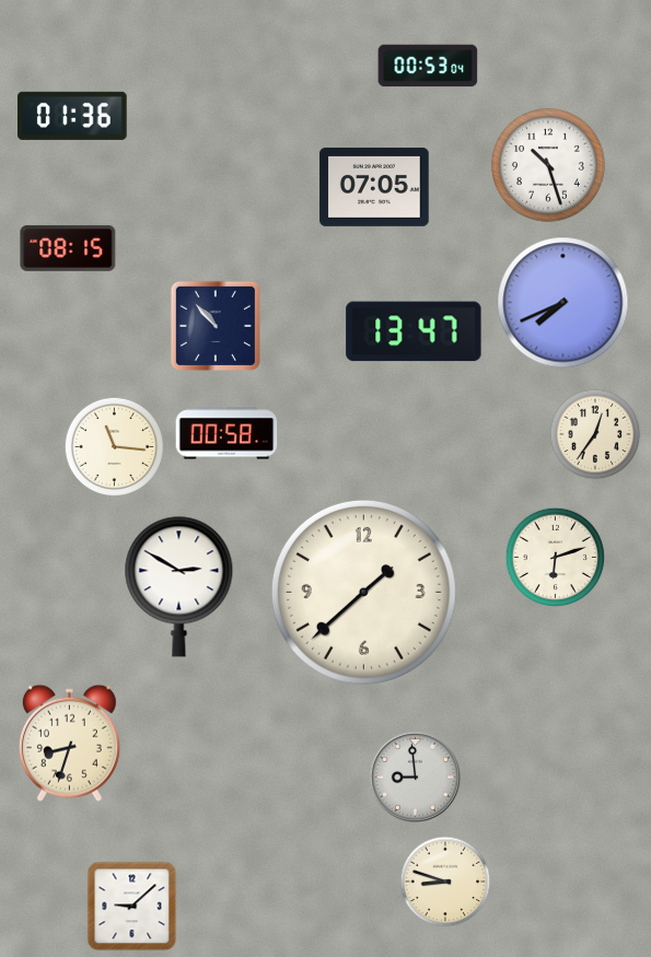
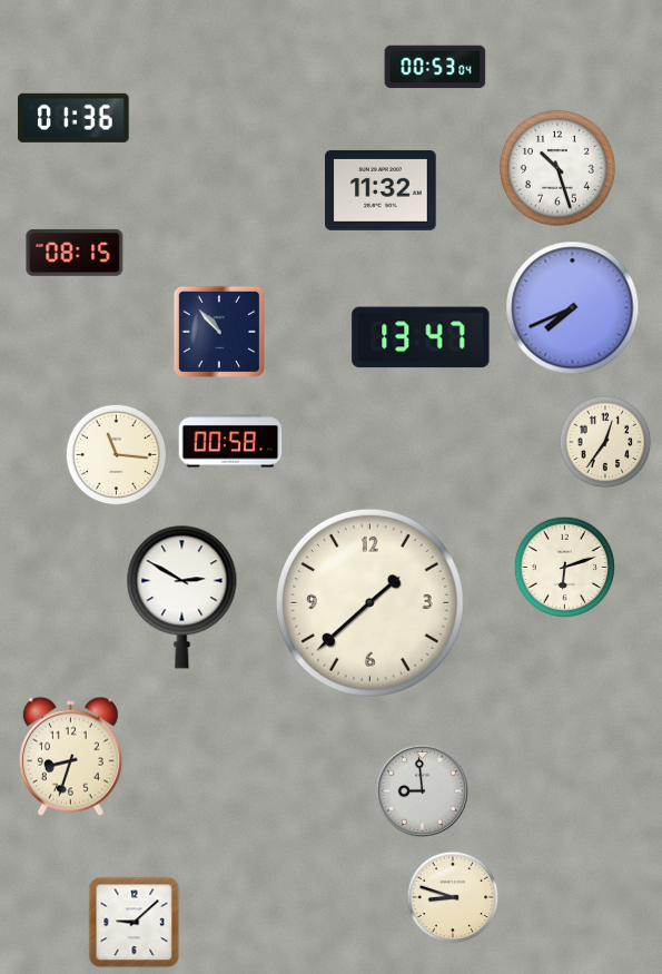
clock at (374, 187): 07:05 -> 11:32
clock at (68, 248) position: (68, 248) -> (75, 253)
